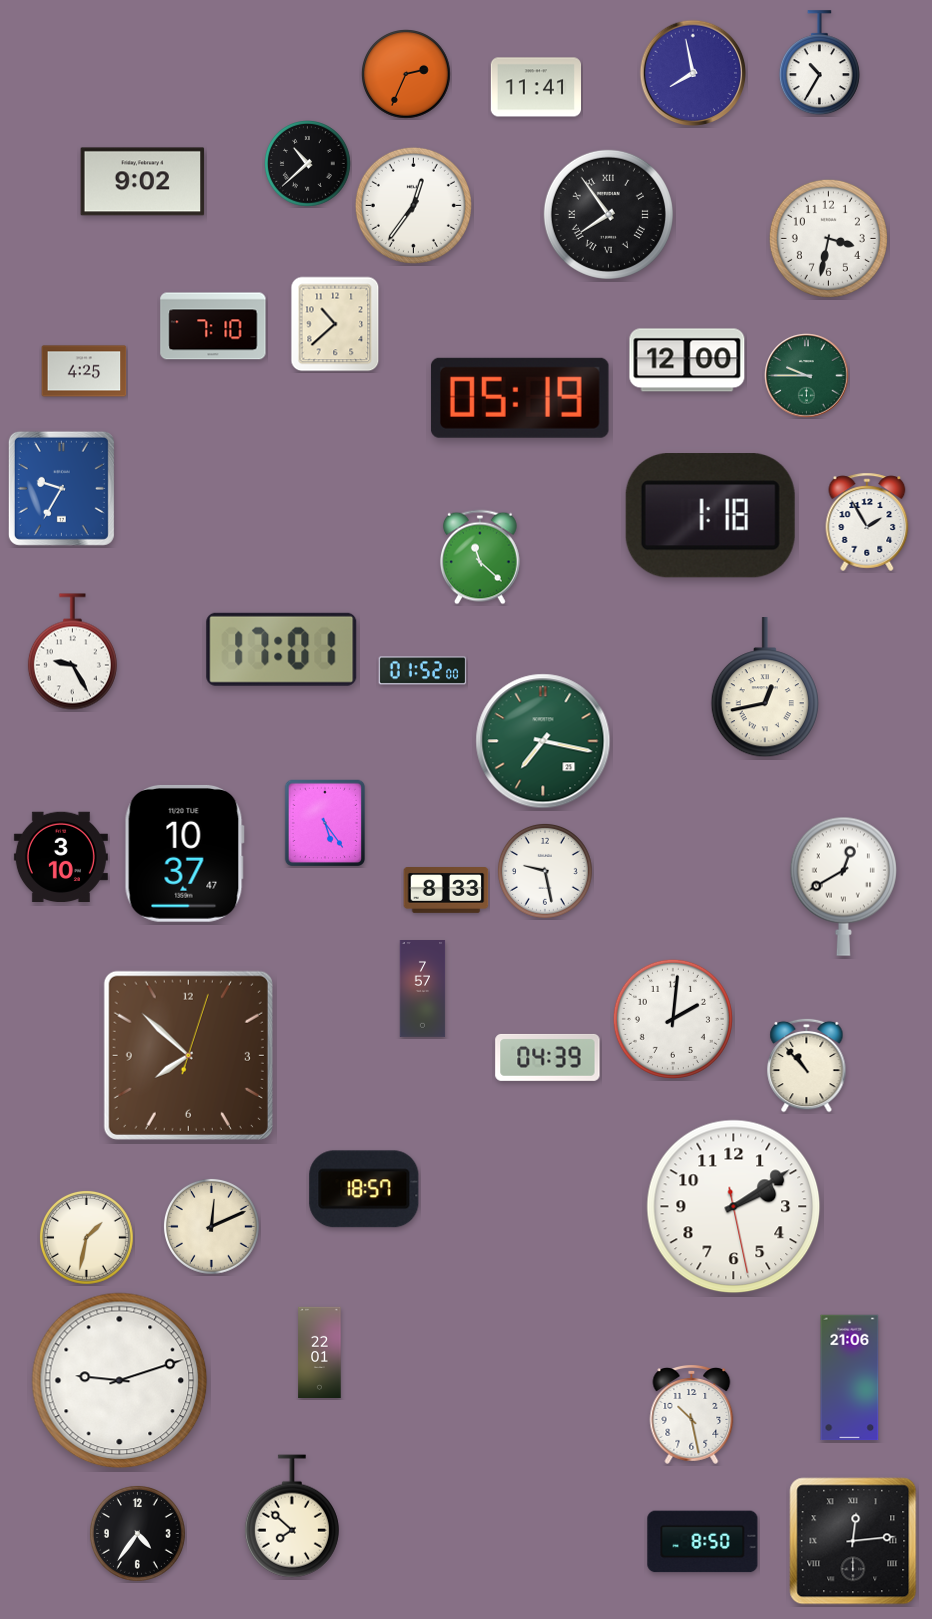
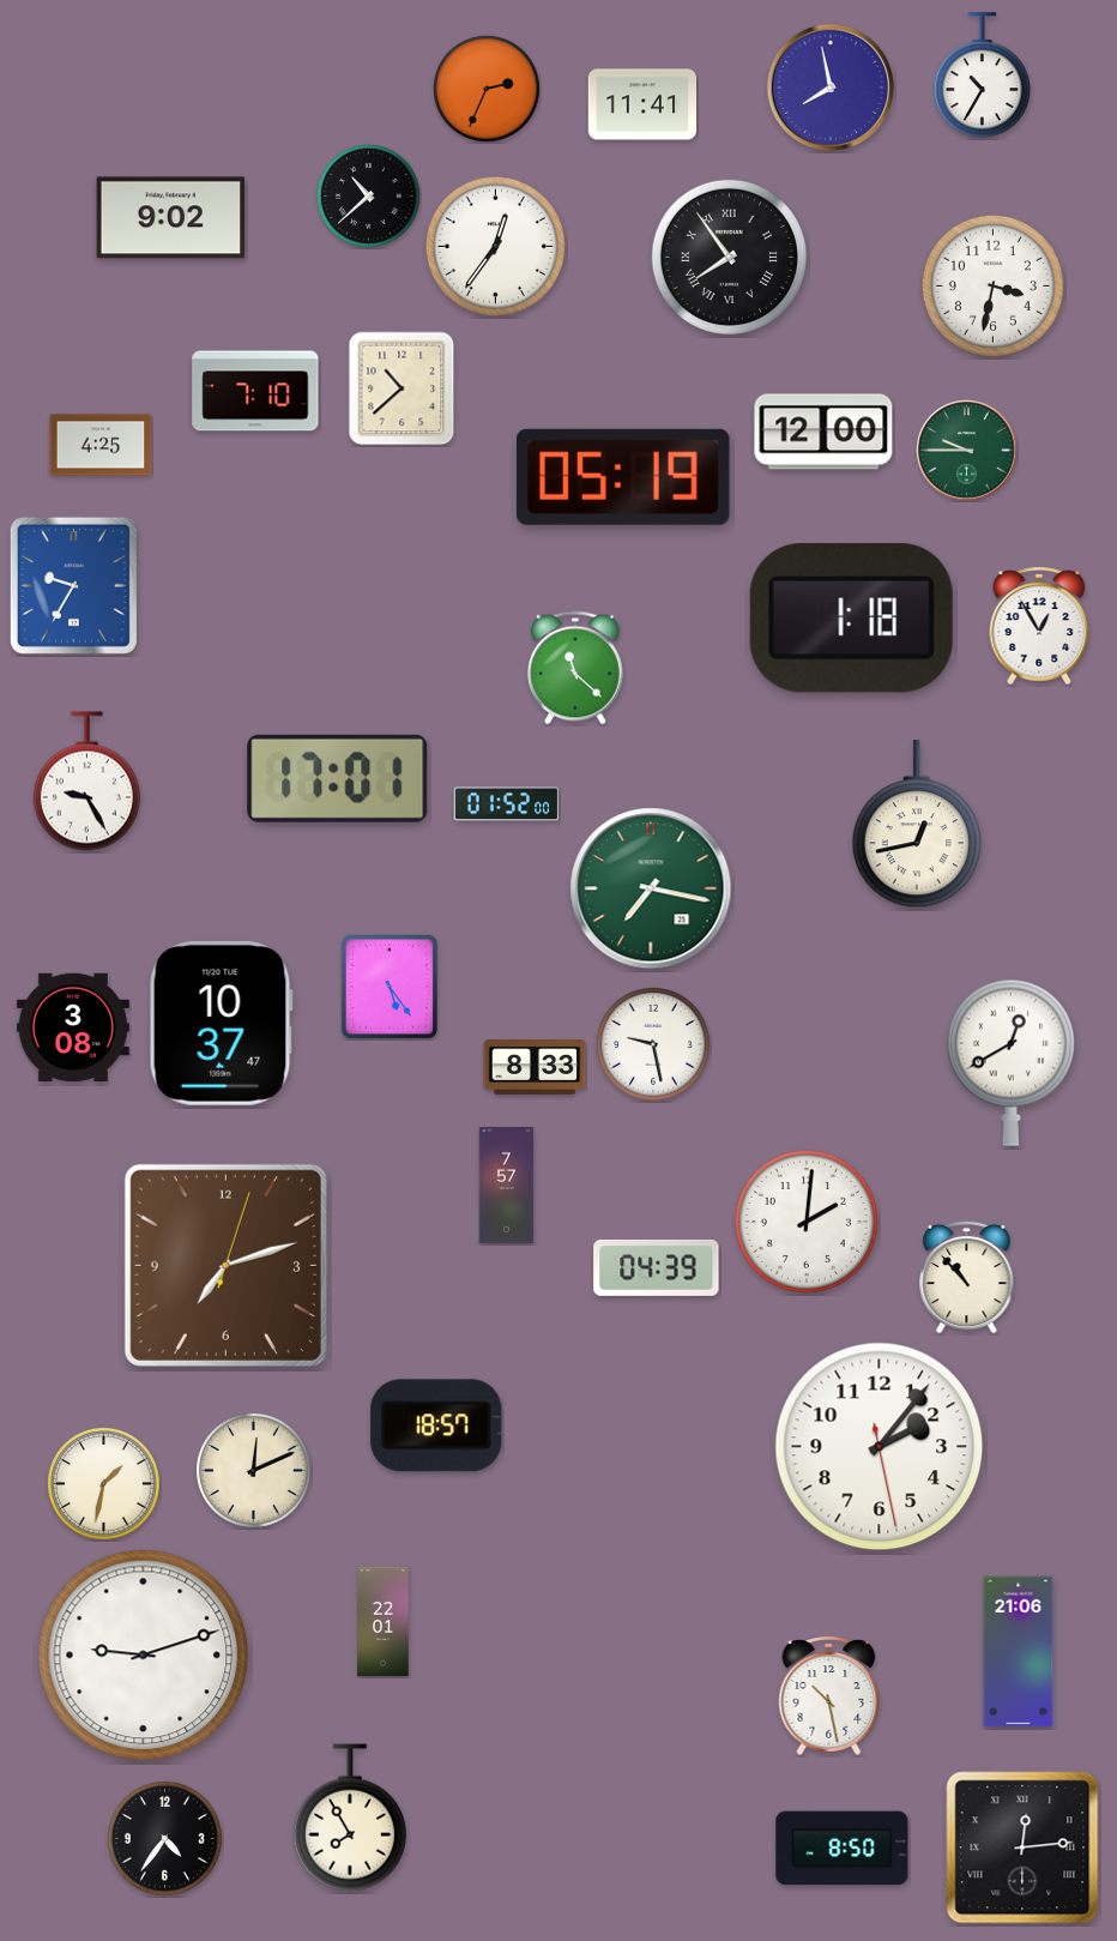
clock at (867, 522): 1:55 -> 12:55
clock at (61, 856): 3:10 -> 3:08
clock at (188, 1055): 7:52 -> 7:12
clock at (734, 1207): 2:09 -> 2:06
clock at (292, 1516): 7:52 -> 7:55
